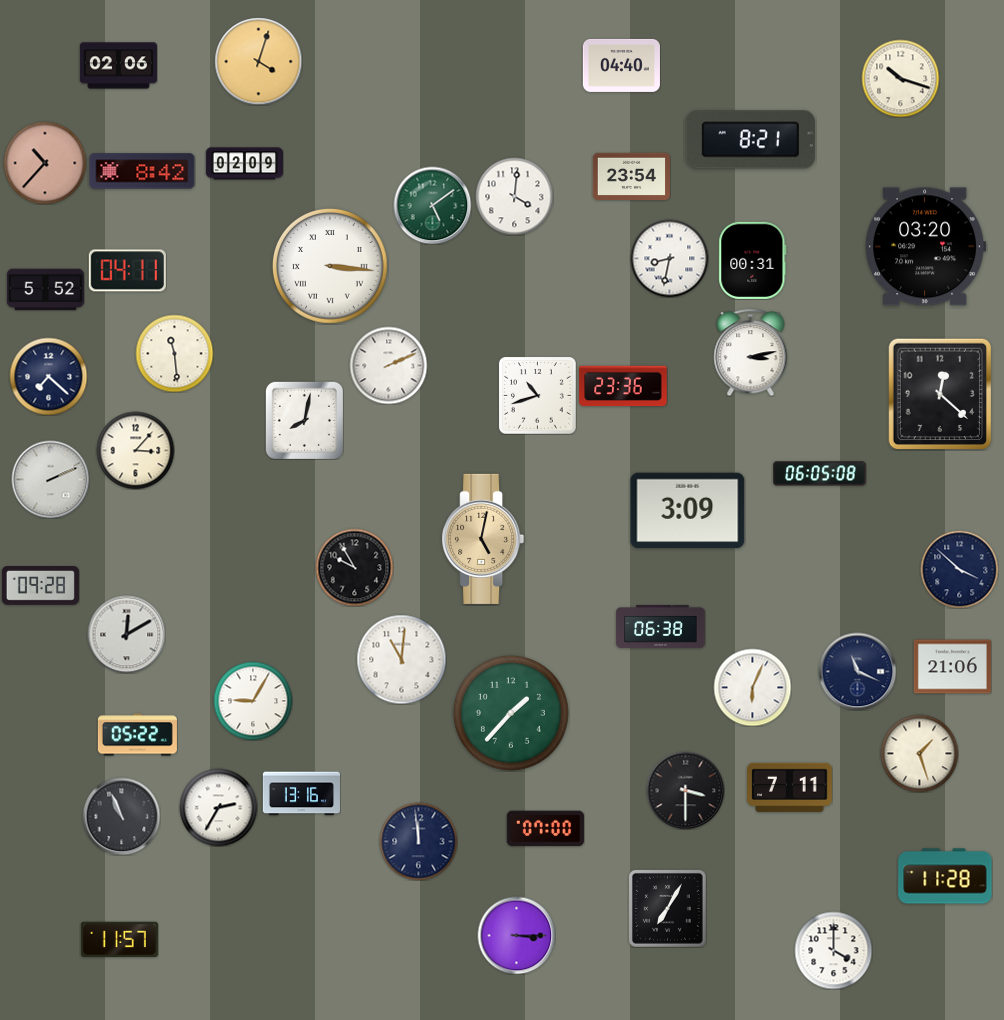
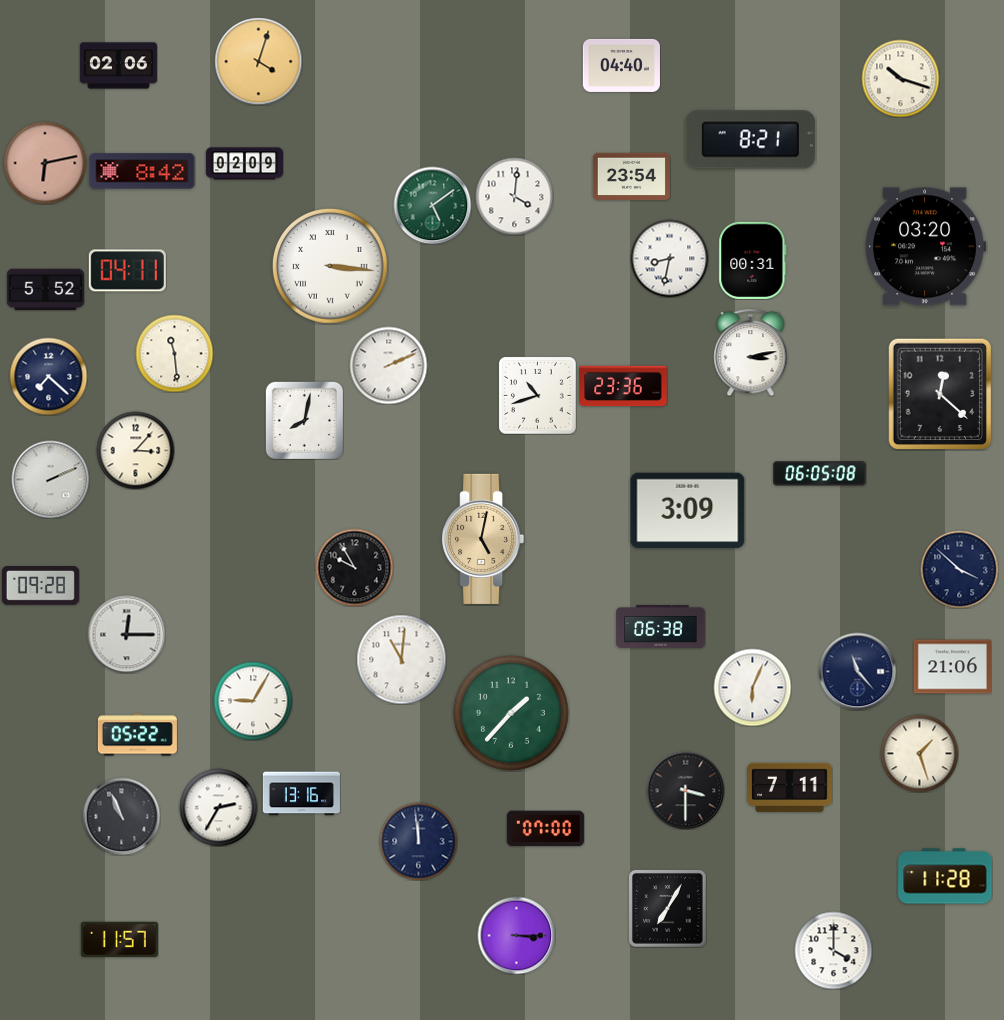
clock at (45, 163): 10:37 -> 6:13
clock at (126, 634): 12:10 -> 12:15
clock at (857, 671): 11:19 -> 11:23
